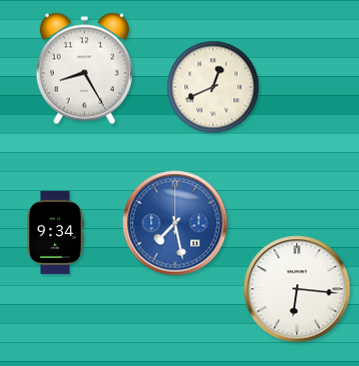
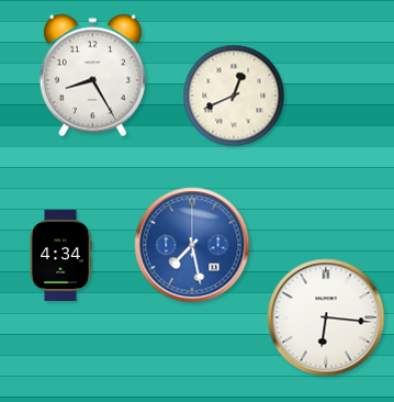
clock at (55, 232): 9:34 -> 4:34
